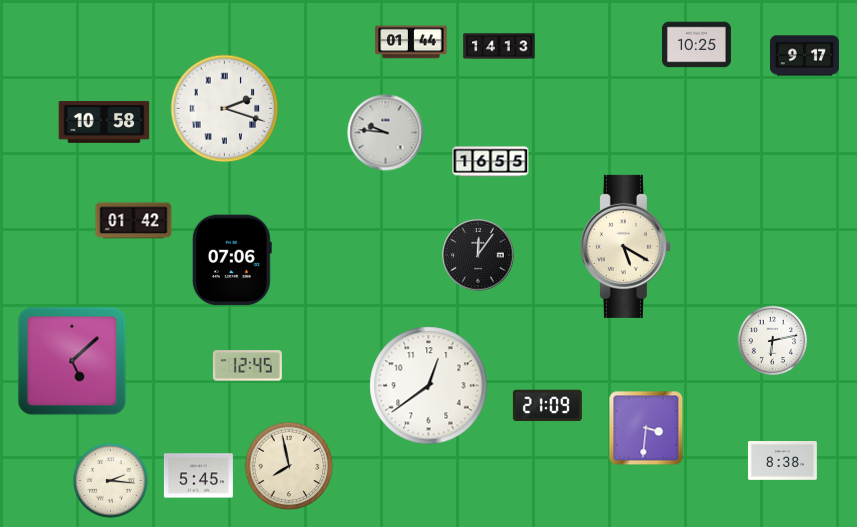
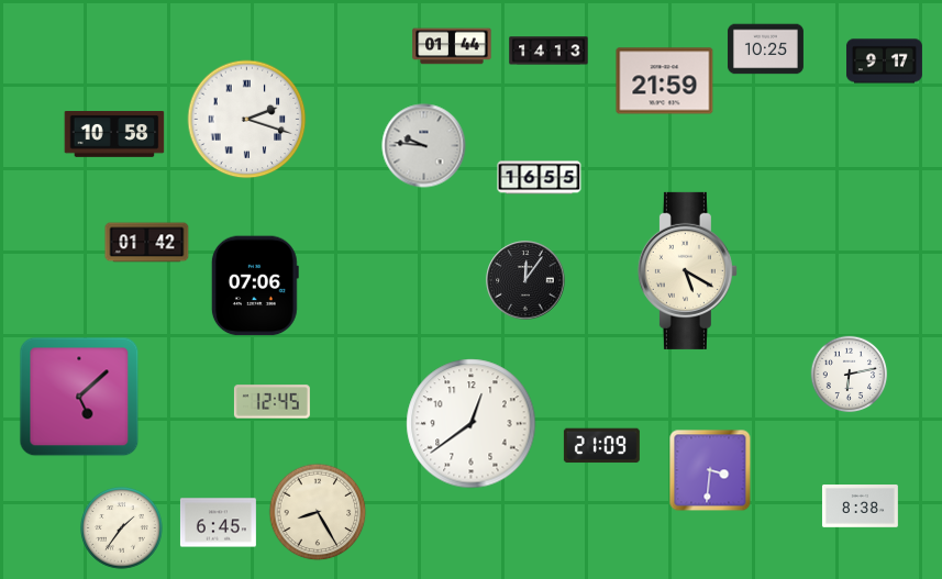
clock at (665, 81): none -> 21:59
clock at (289, 466): 7:58 -> 8:25
clock at (198, 476): 5:45 -> 6:45
clock at (111, 481): 2:16 -> 1:36
